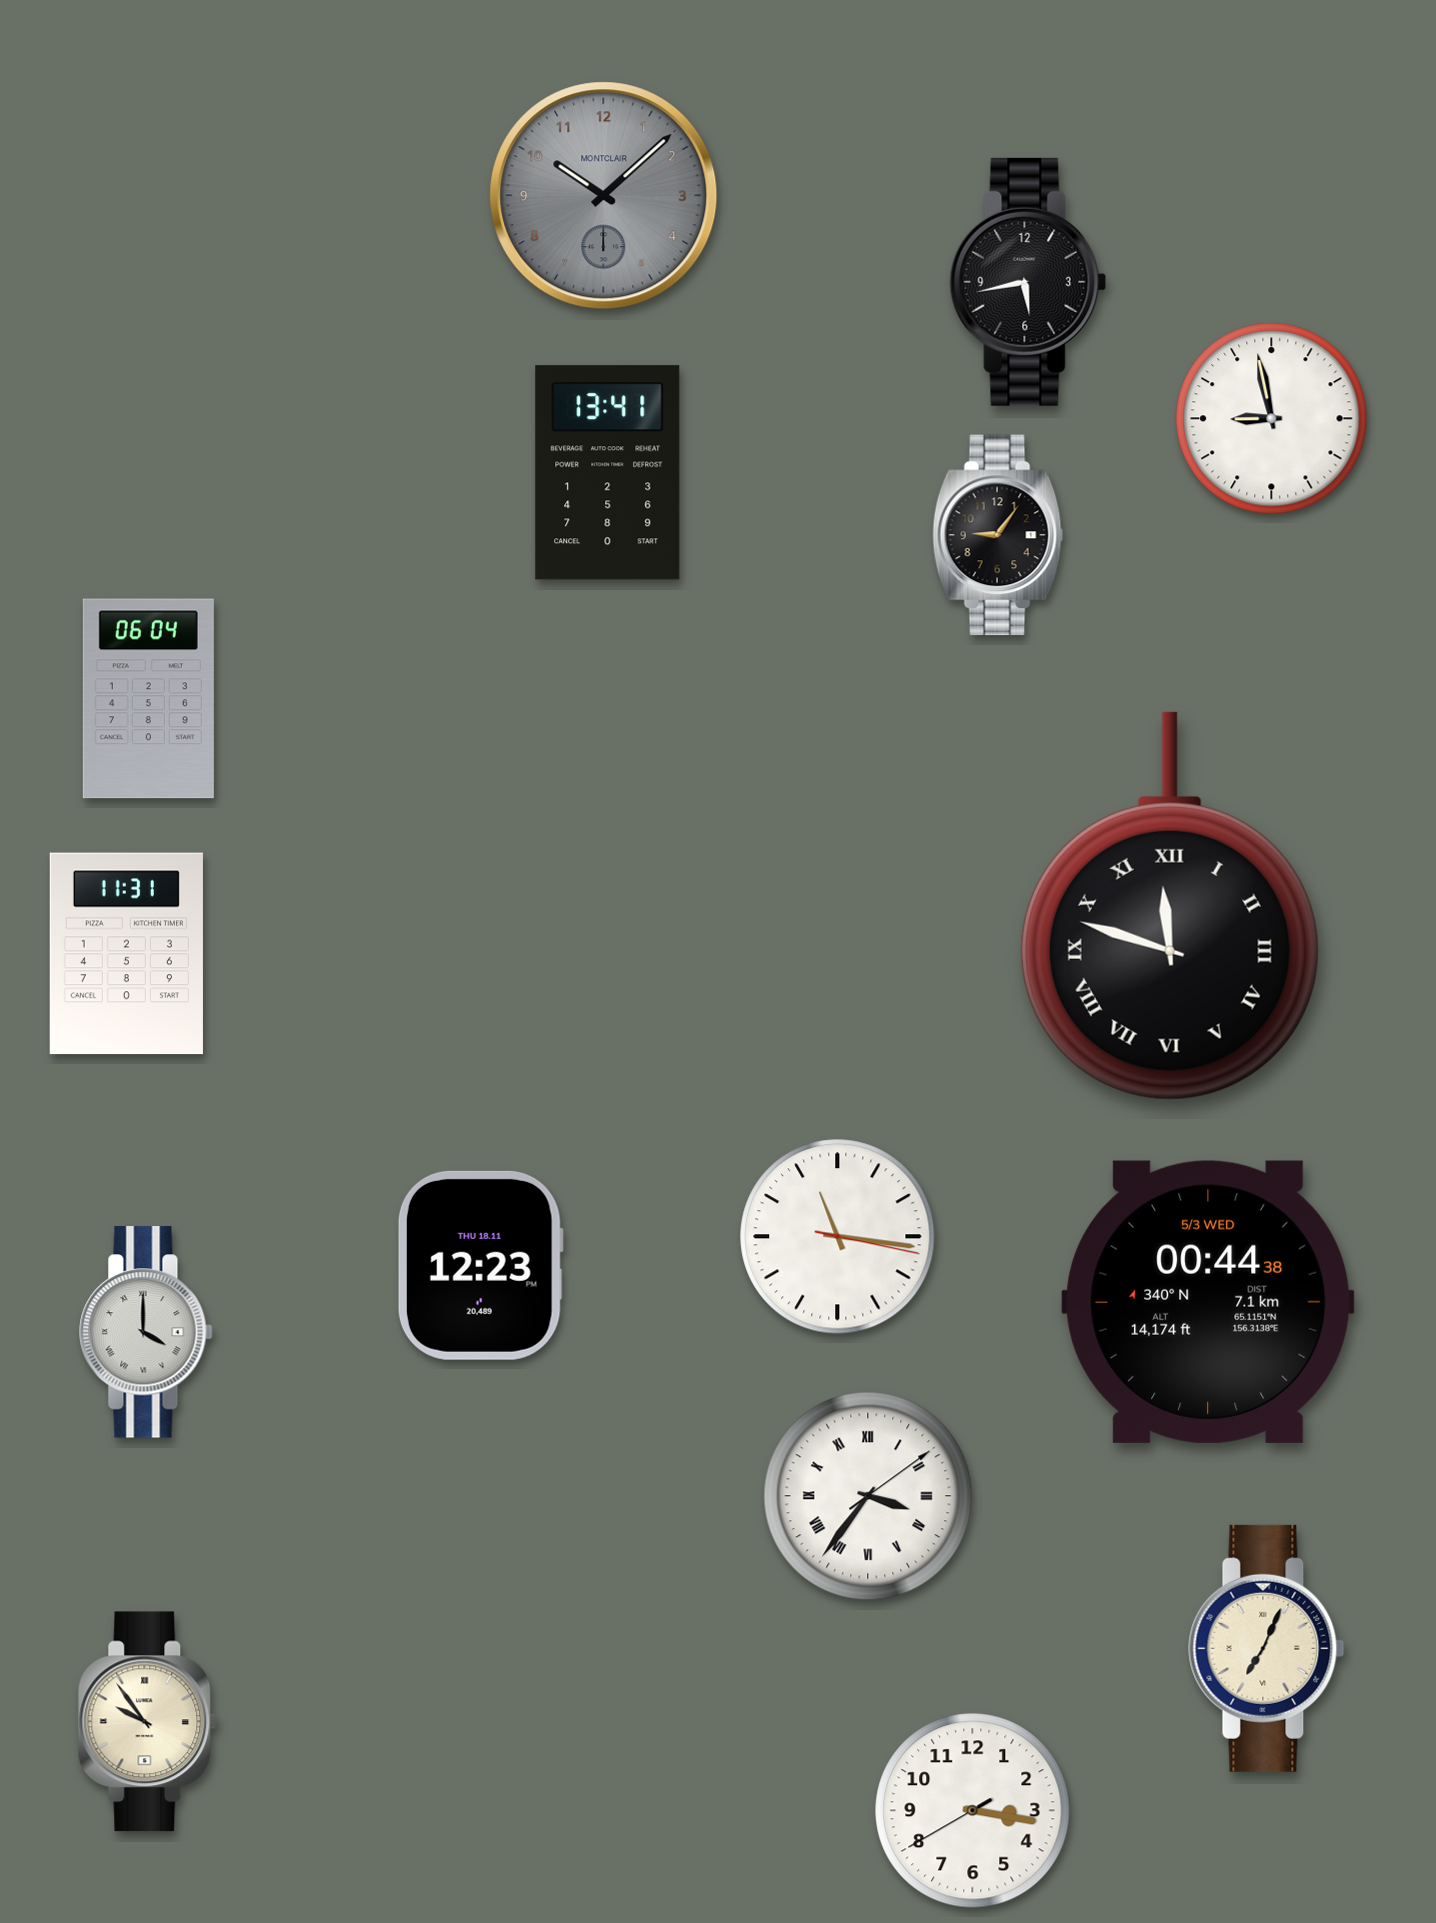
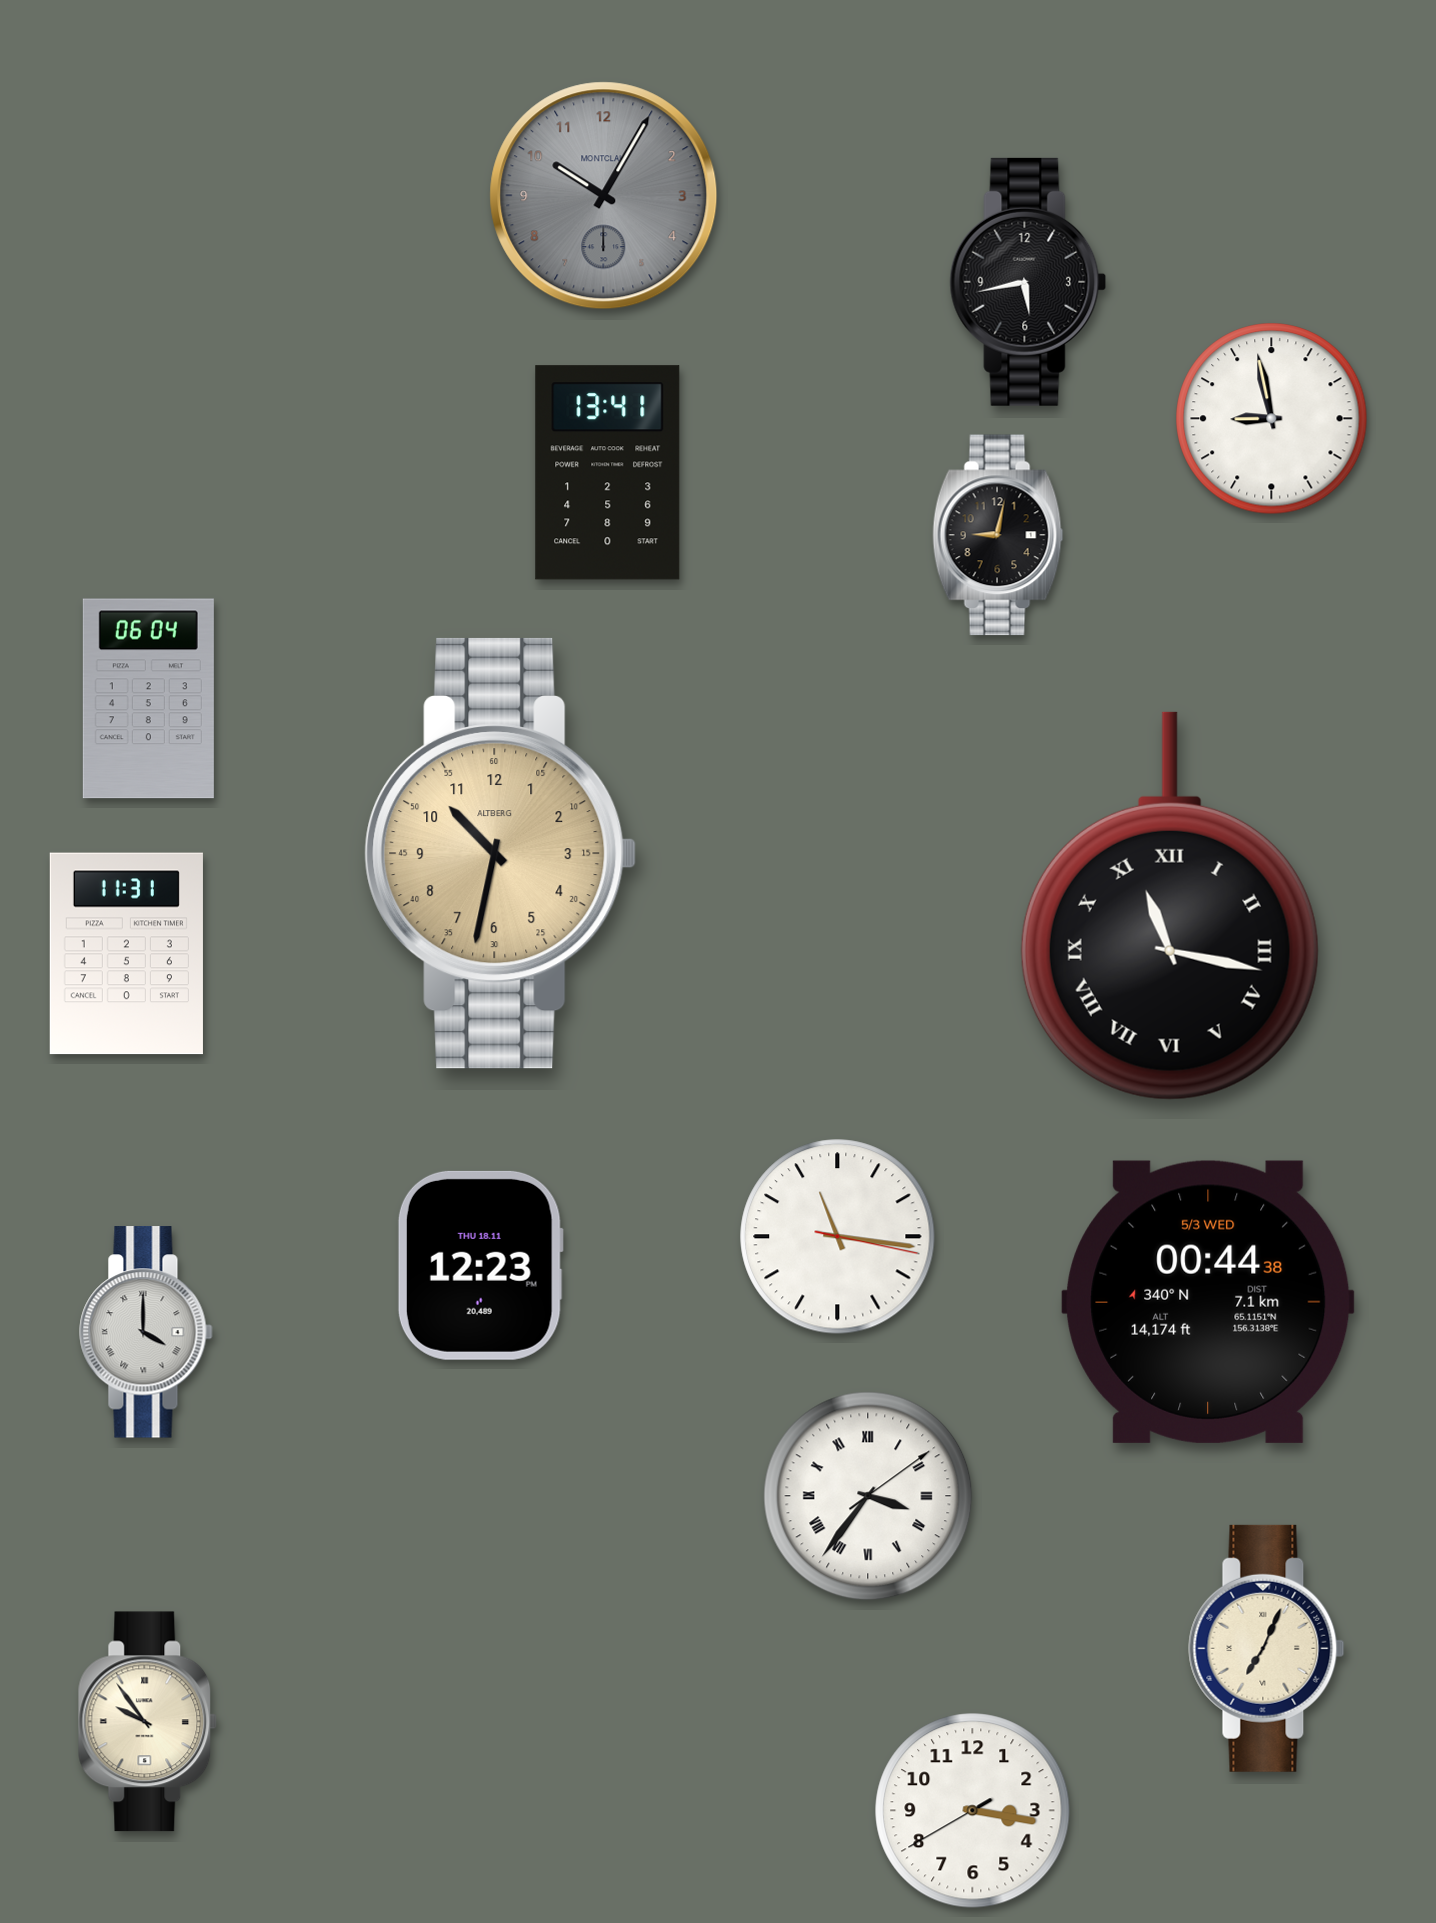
clock at (604, 196): 10:08 -> 10:05
clock at (998, 535): 9:06 -> 9:02
clock at (501, 853): none -> 10:32
clock at (1170, 906): 11:48 -> 11:17
